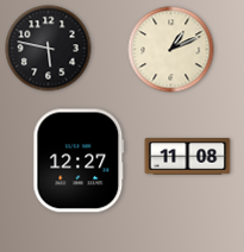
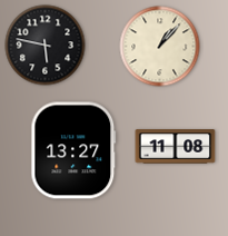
clock at (171, 50): 1:11 -> 1:07
clock at (79, 160): 12:27 -> 13:27
